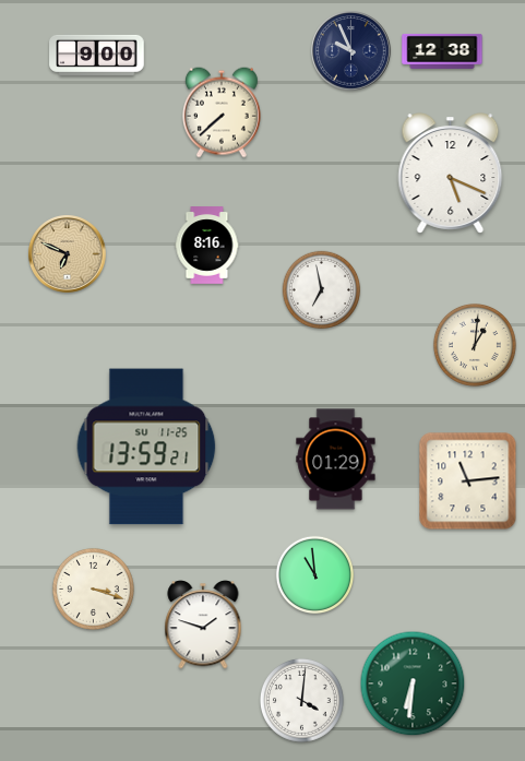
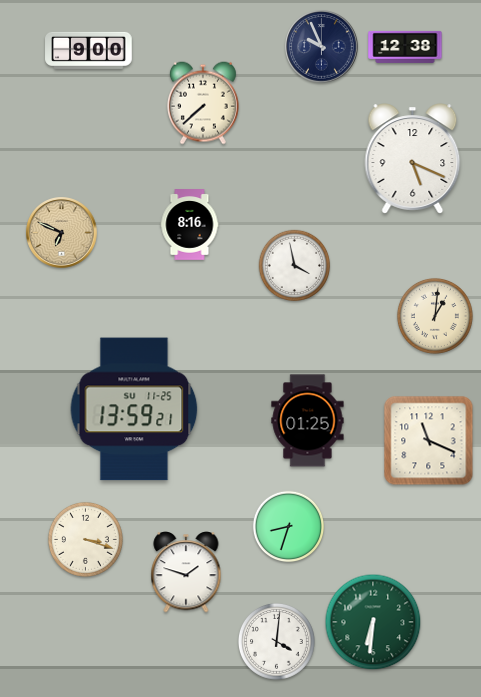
clock at (322, 290): 6:58 -> 3:58
clock at (336, 460): 01:29 -> 01:25
clock at (468, 481): 11:14 -> 11:19
clock at (315, 575): 10:59 -> 8:33
clock at (413, 683) position: (413, 683) -> (373, 622)
